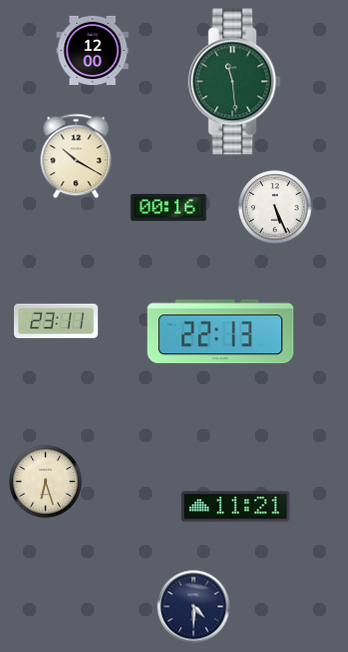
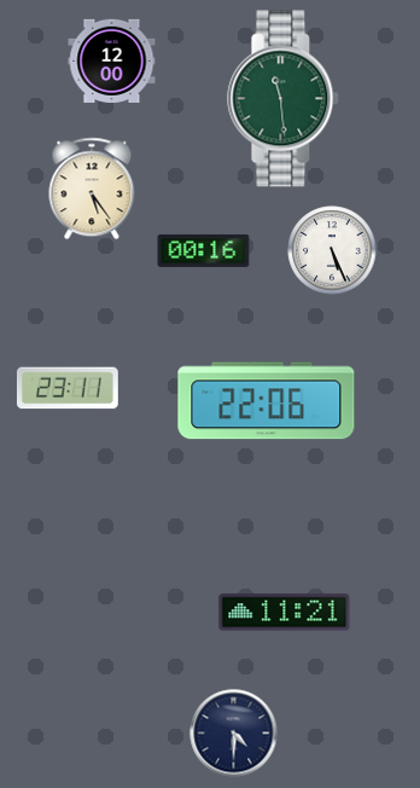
clock at (76, 156): 10:20 -> 5:24
clock at (221, 332): 22:13 -> 22:06
clock at (46, 482): 6:27 -> none
